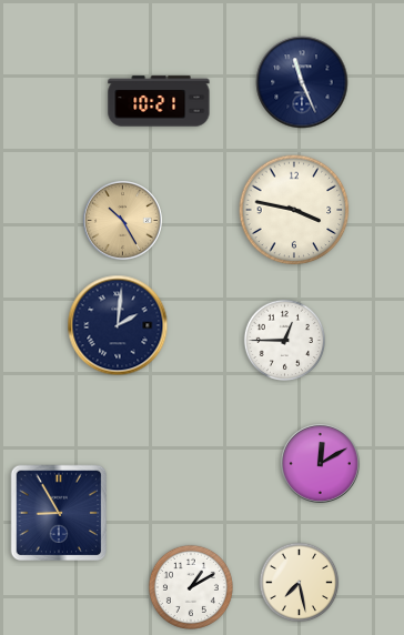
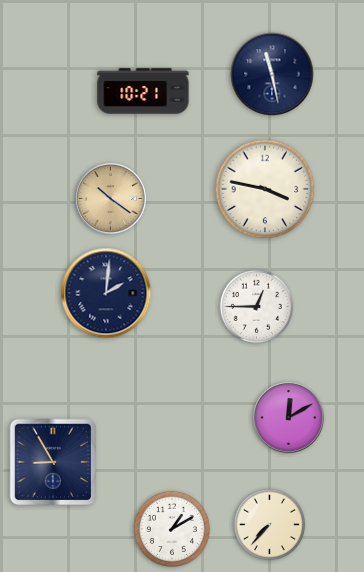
clock at (302, 82): 11:26 -> 11:28
clock at (122, 220): 10:25 -> 10:21
clock at (300, 583): 7:28 -> 7:37
